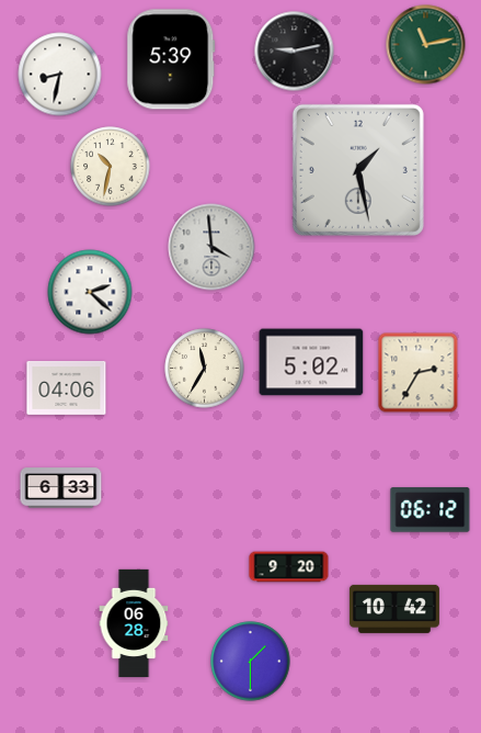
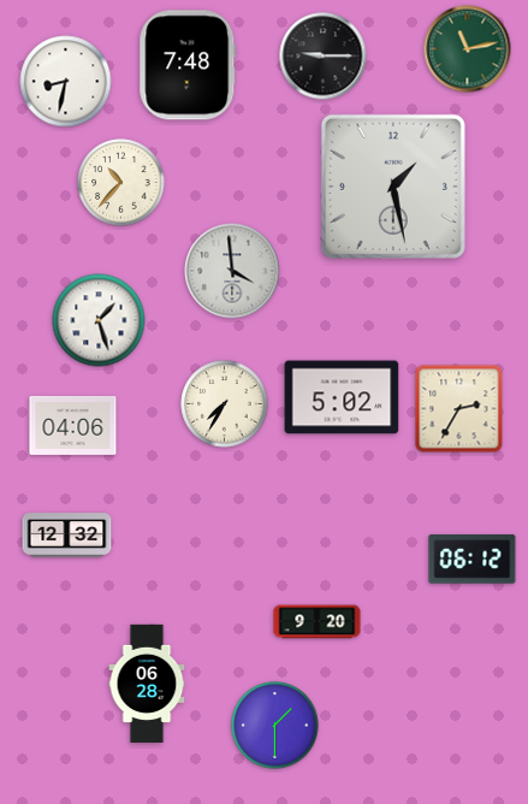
clock at (295, 52): 9:13 -> 9:15
clock at (171, 59): 5:39 -> 7:48
clock at (111, 167): 10:32 -> 10:37
clock at (90, 292): 2:22 -> 1:27
clock at (205, 369): 11:35 -> 7:35
clock at (61, 488): 6:33 -> 12:32
clock at (394, 609): 10:42 -> none
